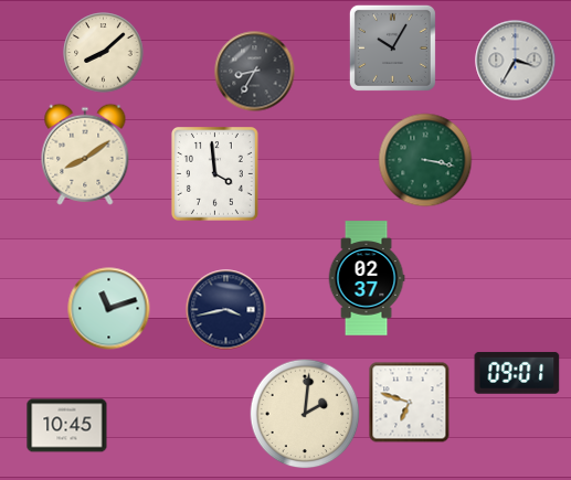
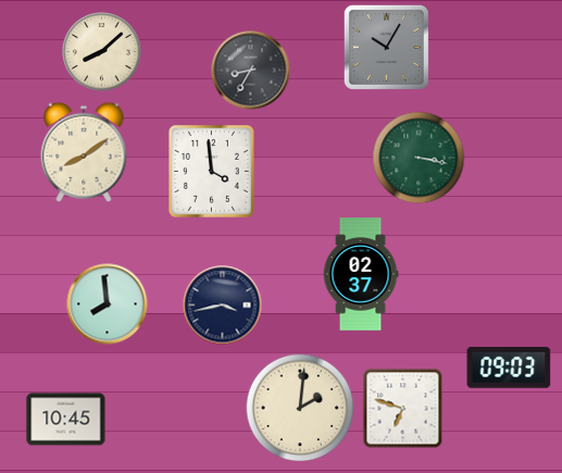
clock at (516, 61): 3:35 -> none
clock at (109, 309): 11:12 -> 7:59
clock at (517, 373): 09:01 -> 09:03
clock at (410, 403) position: (410, 403) -> (403, 409)
